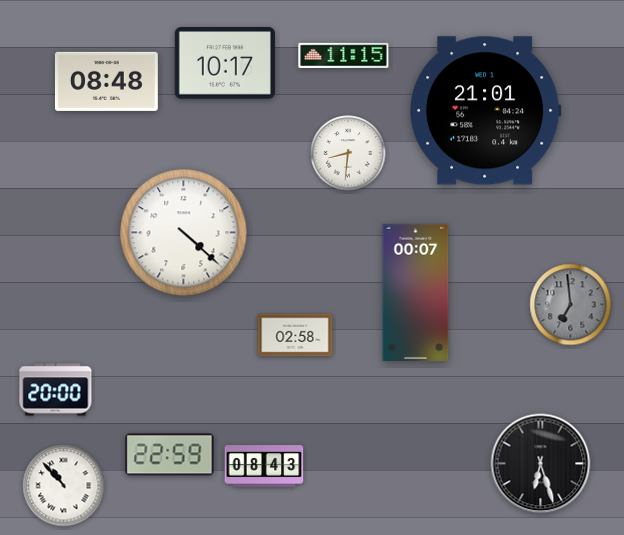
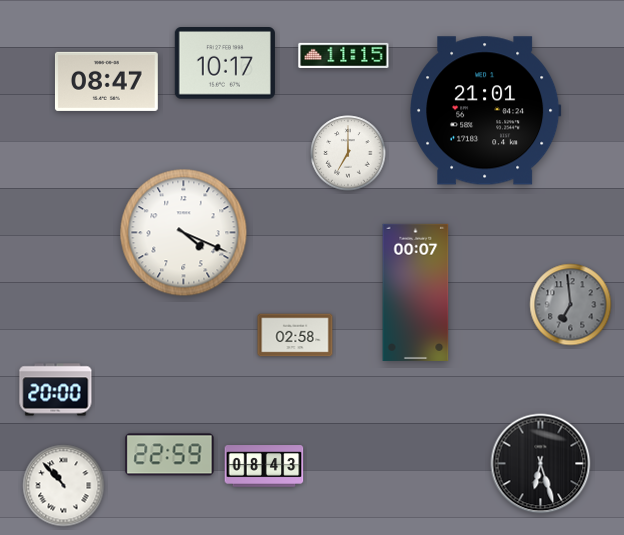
clock at (106, 81): 08:48 -> 08:47
clock at (348, 153): 8:31 -> 7:00
clock at (184, 233): 4:22 -> 4:19
